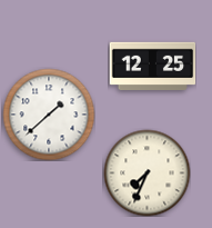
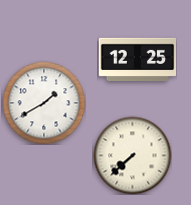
clock at (49, 115): 1:38 -> 1:40
clock at (147, 172): 7:34 -> 7:38
